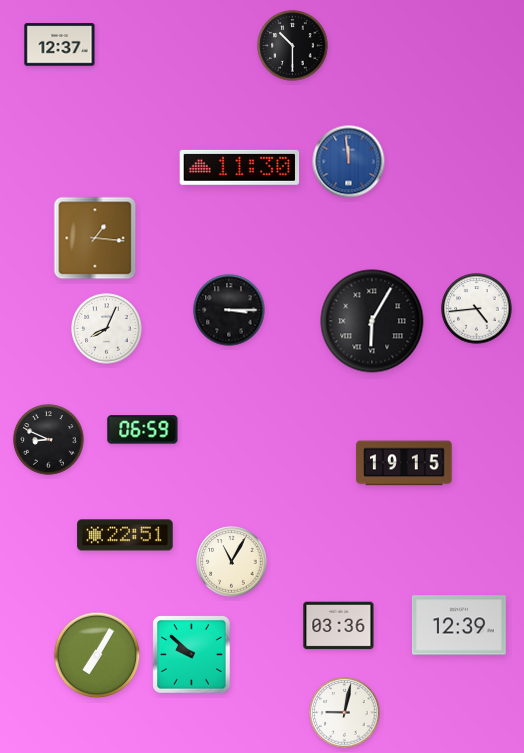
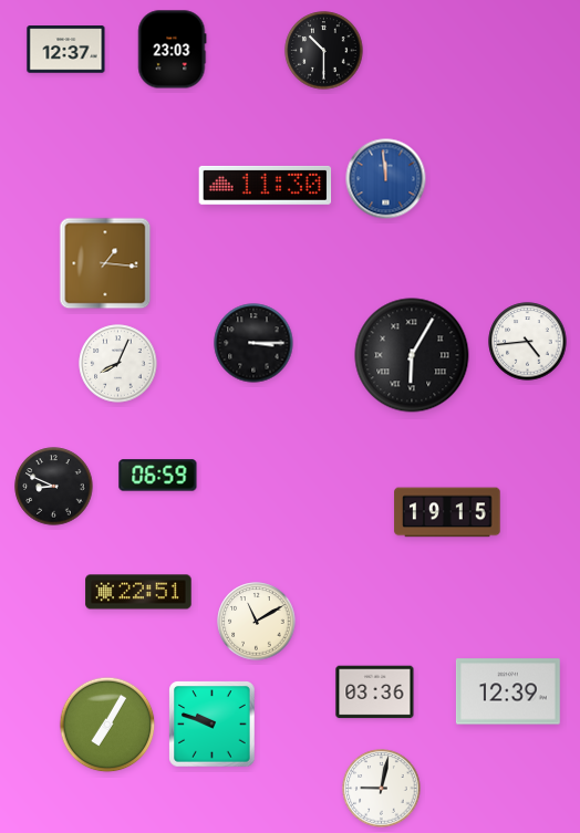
clock at (173, 50): none -> 23:03
clock at (232, 562): 11:05 -> 11:10
clock at (192, 655): 9:52 -> 9:48
